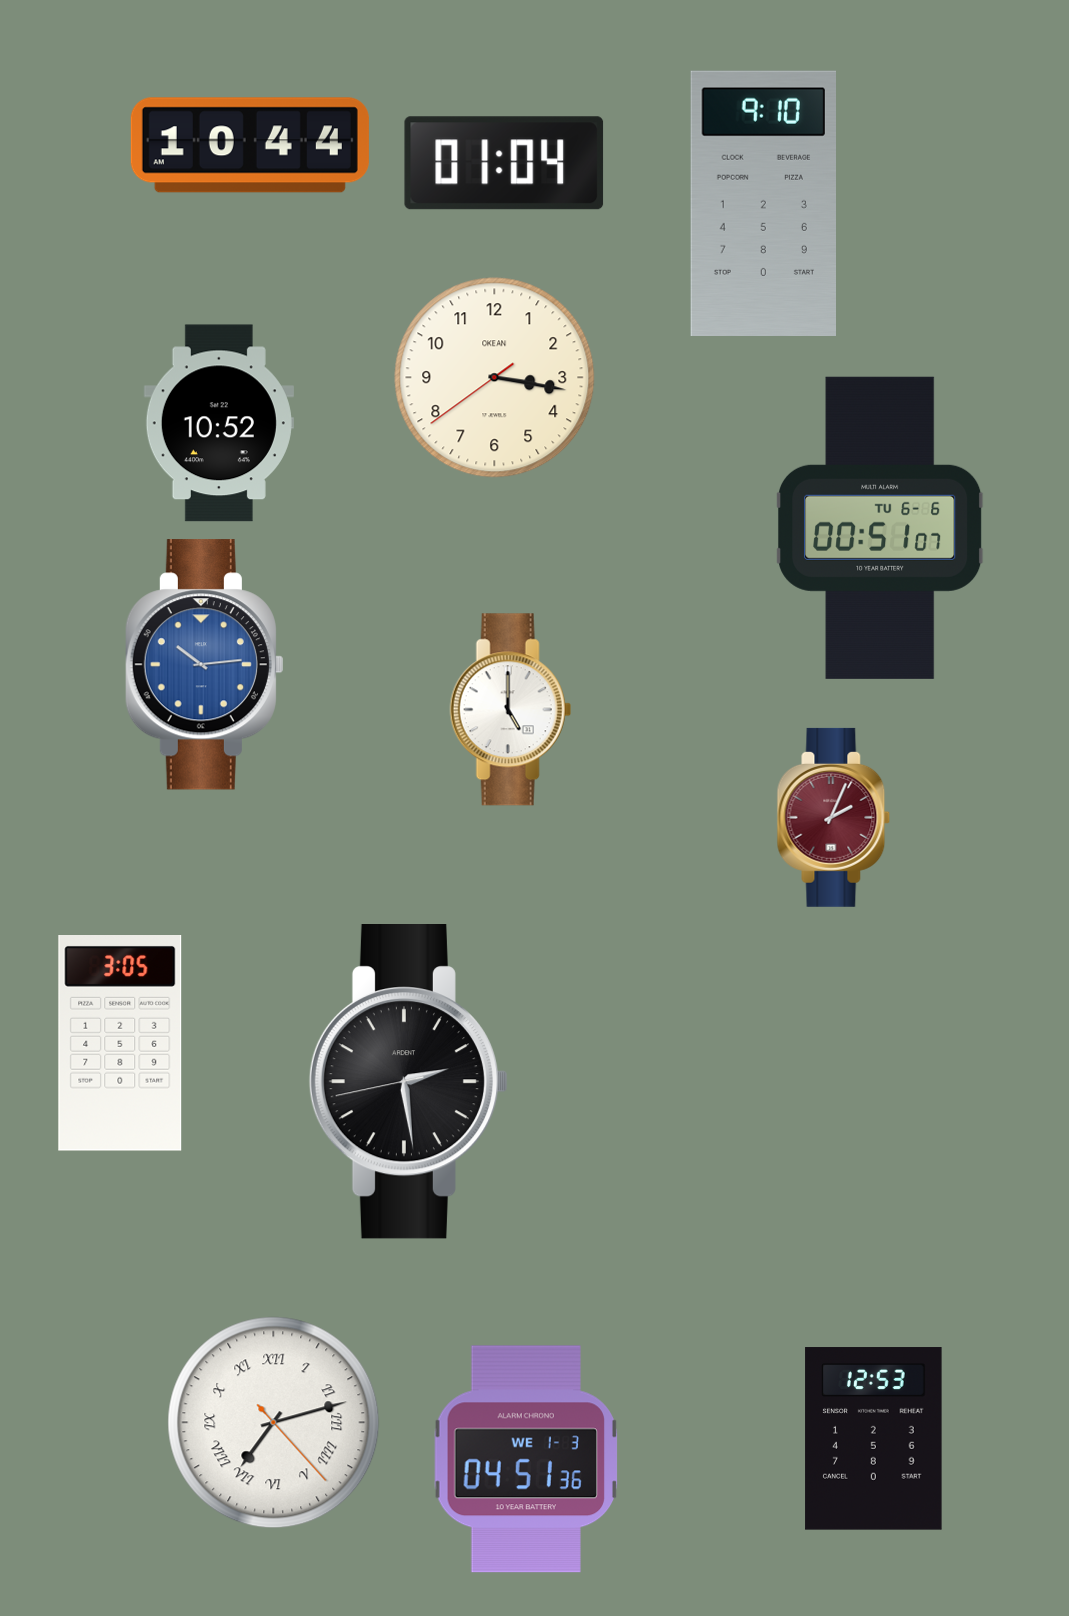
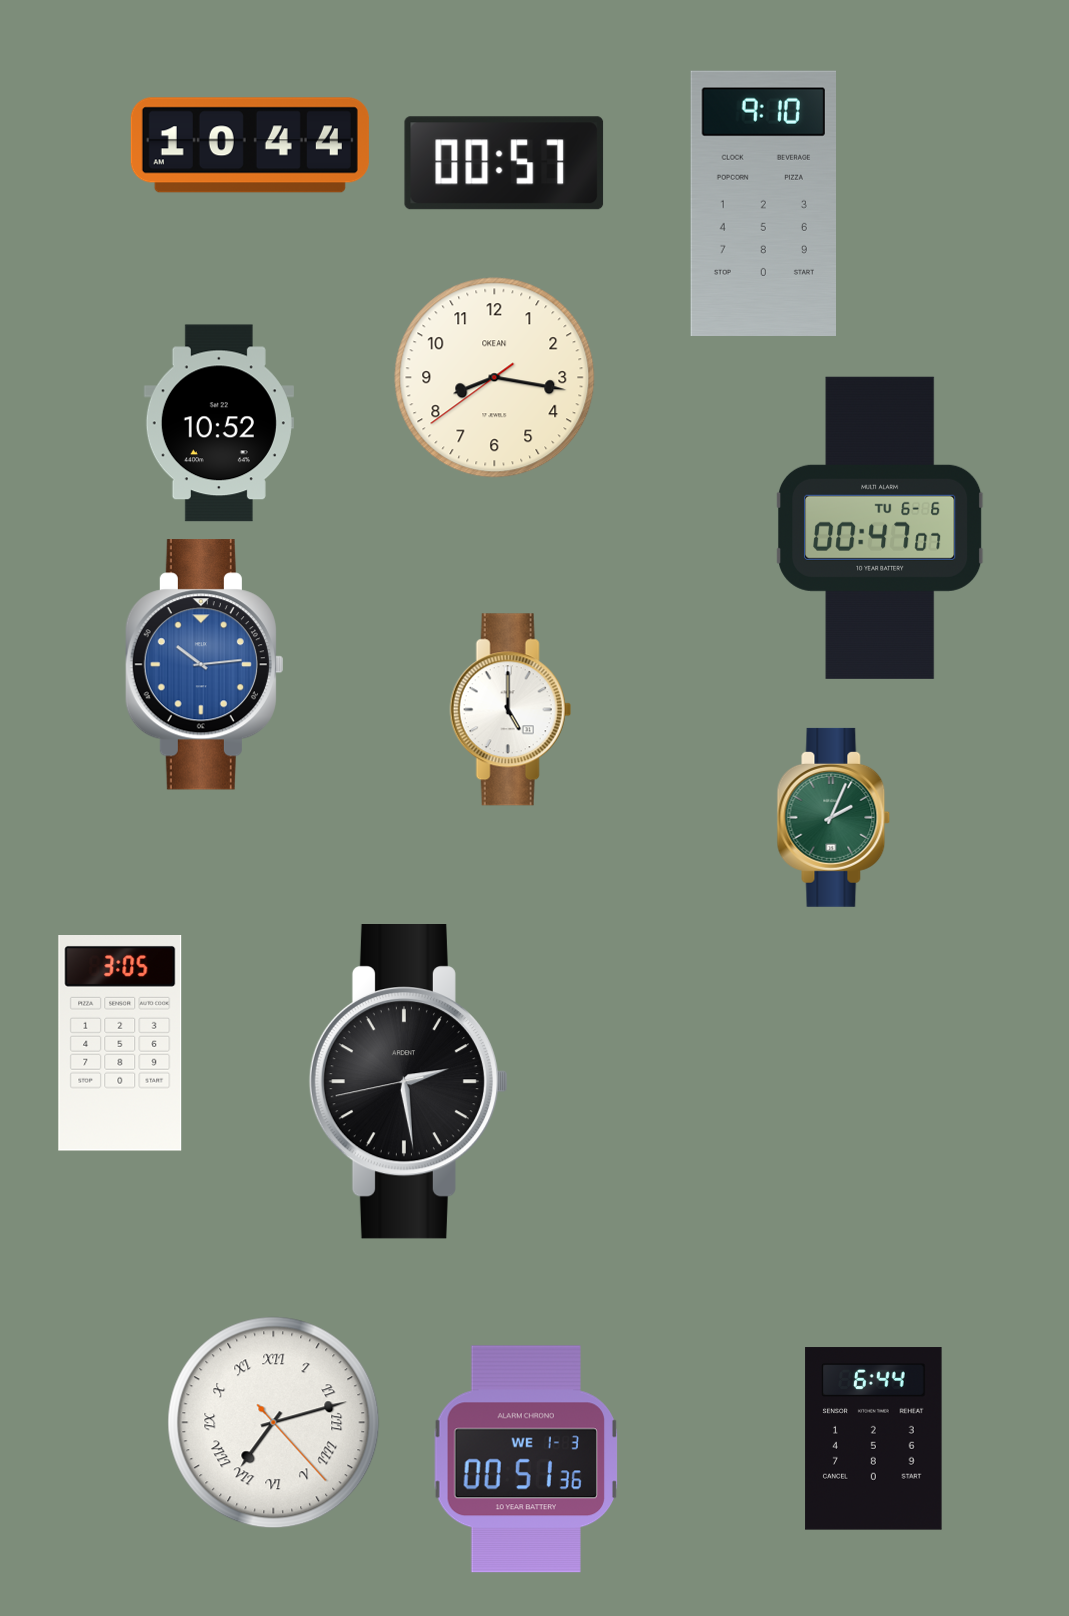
clock at (504, 163): 01:04 -> 00:57
clock at (495, 378): 3:16 -> 8:16
clock at (881, 528): 00:51 -> 00:47
clock at (834, 817) dial: burgundy -> green
clock at (874, 1439): 12:53 -> 6:44
clock at (526, 1459): 04:51 -> 00:51
